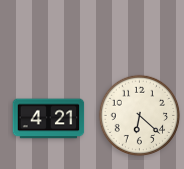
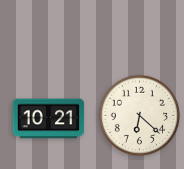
clock at (49, 119): 4:21 -> 10:21
